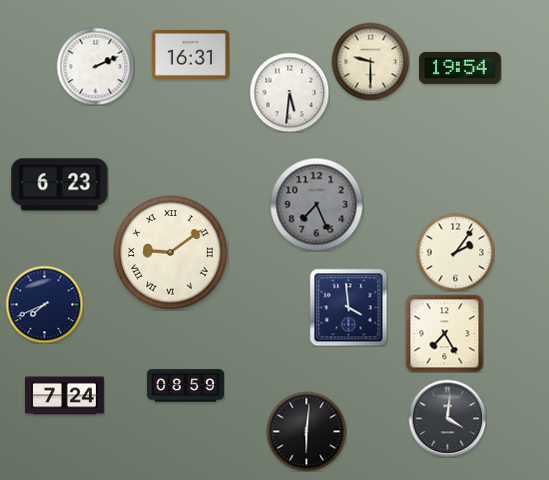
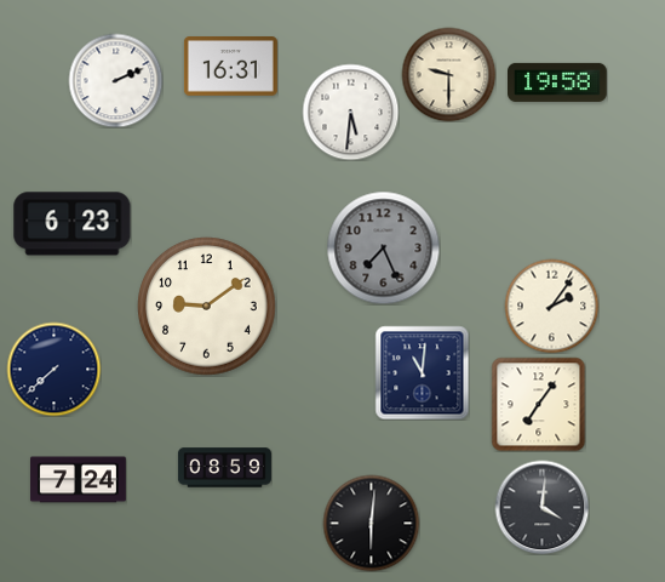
clock at (460, 68): 19:54 -> 19:58
clock at (171, 253) numerals: Roman -> Arabic
clock at (44, 304): 7:41 -> 7:38
clock at (348, 307): 3:59 -> 11:01
clock at (444, 333): 7:25 -> 7:06
